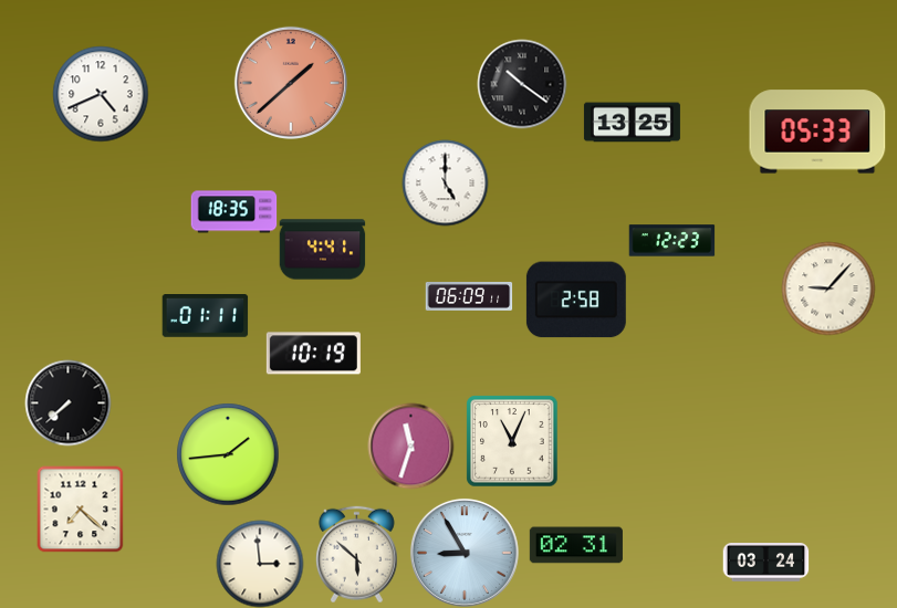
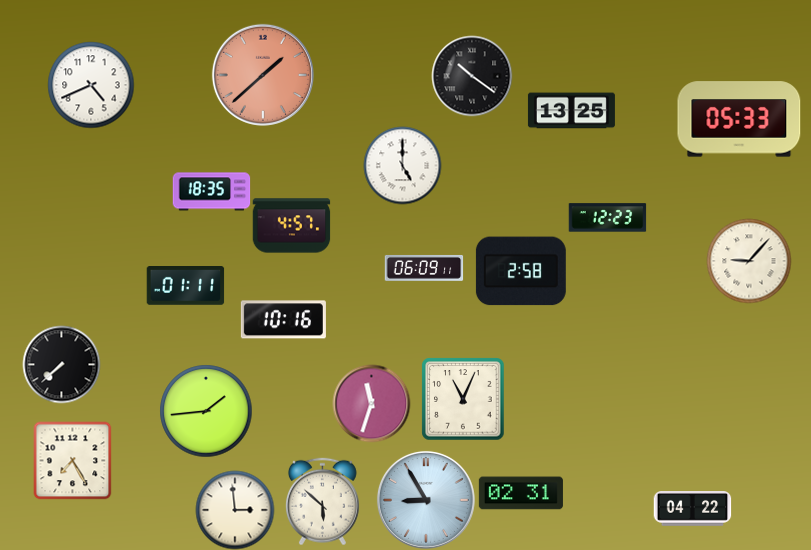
clock at (322, 250): 4:41 -> 4:57
clock at (313, 354): 10:19 -> 10:16
clock at (80, 509): 7:22 -> 7:25
clock at (465, 553) position: (465, 553) -> (426, 500)
clock at (765, 563): 03:24 -> 04:22
